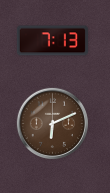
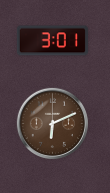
clock at (52, 41): 7:13 -> 3:01
